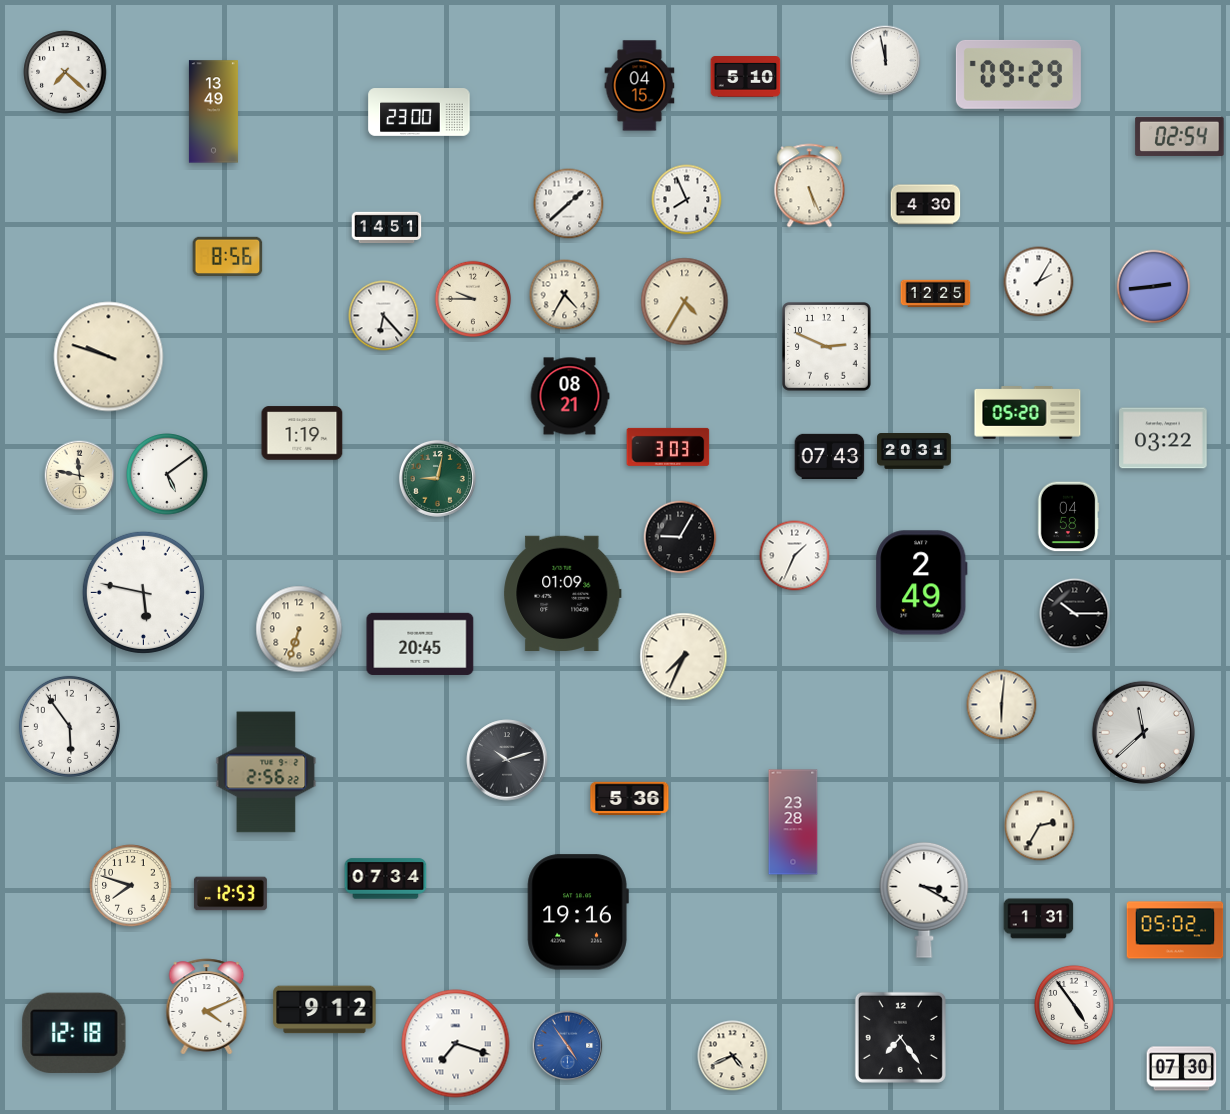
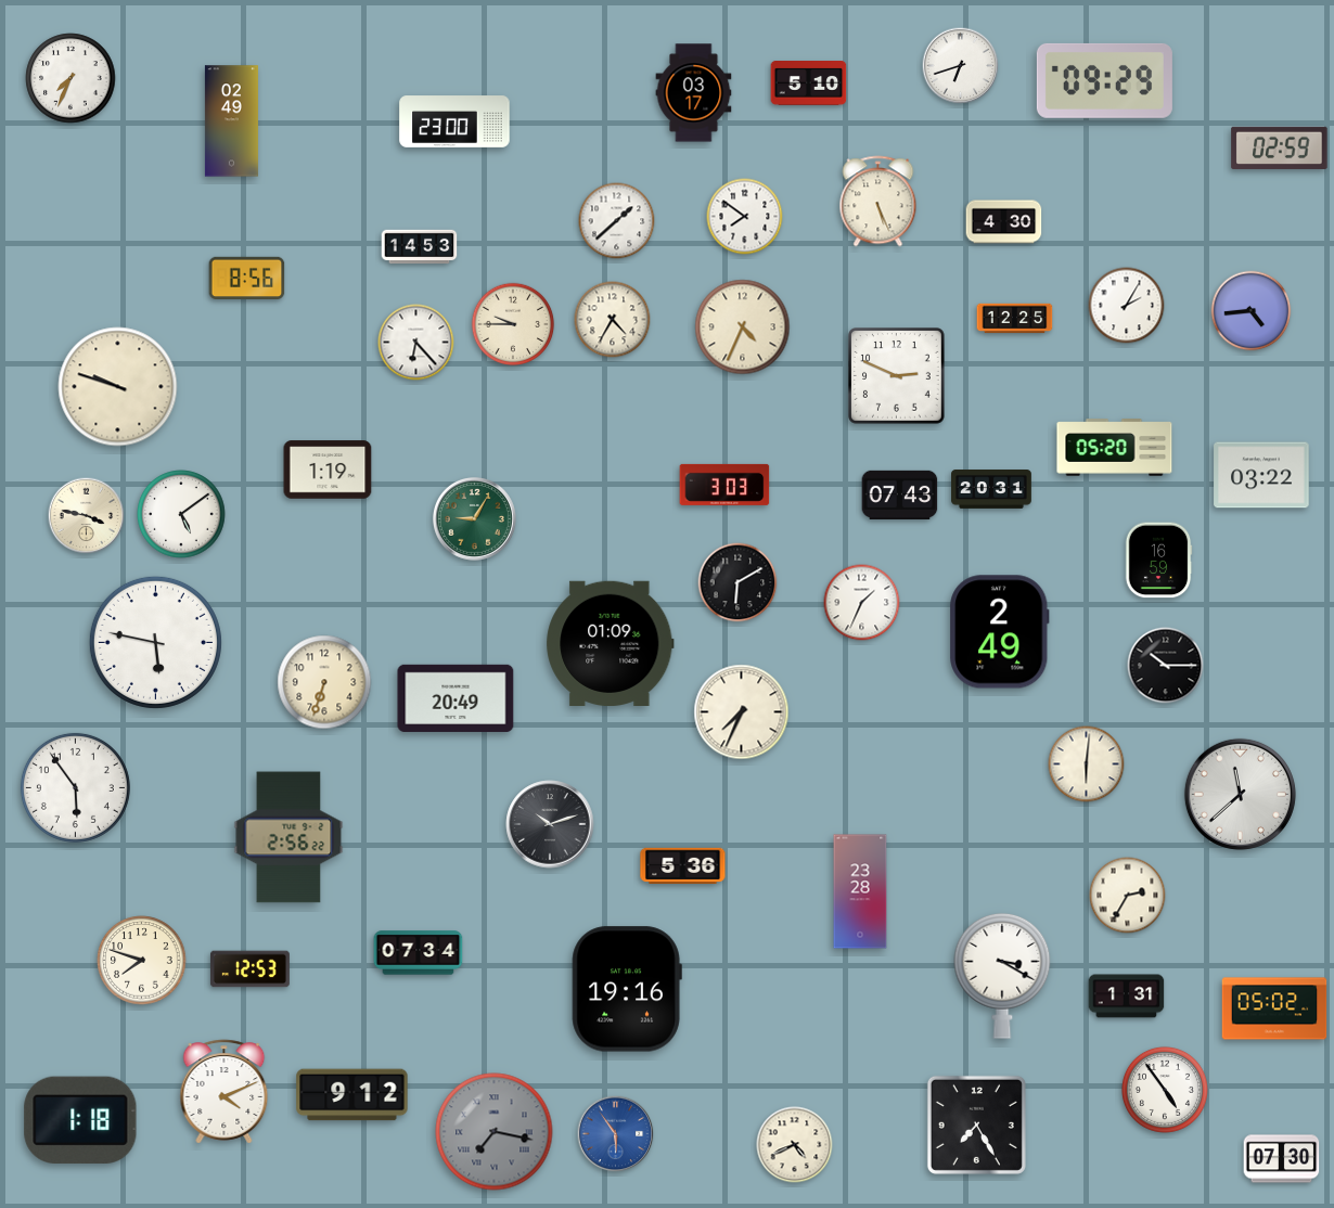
clock at (886, 61): 11:58 -> 6:42
clock at (65, 72): 7:22 -> 7:34
clock at (640, 86): 04:15 -> 03:17
clock at (213, 112): 13:49 -> 02:49
clock at (1180, 136): 02:54 -> 02:59
clock at (687, 200): 7:56 -> 7:51
clock at (387, 228): 14:51 -> 14:53
clock at (1154, 287): 2:44 -> 4:44
clock at (685, 302): 4:35 -> 4:34
clock at (570, 396): 08:21 -> none
clock at (80, 476): 11:47 -> 3:47
clock at (437, 478): 9:02 -> 9:05
clock at (1068, 517): 04:58 -> 16:59
clock at (680, 537): 9:05 -> 6:10
clock at (420, 644): 20:45 -> 20:49
clock at (74, 1032): 12:18 -> 1:18
clock at (900, 1037): 7:24 -> 7:25
clock at (456, 1044): 7:18 -> 7:17
clock at (456, 1044) dial: white -> grey
clock at (568, 1046): 4:54 -> 5:54
